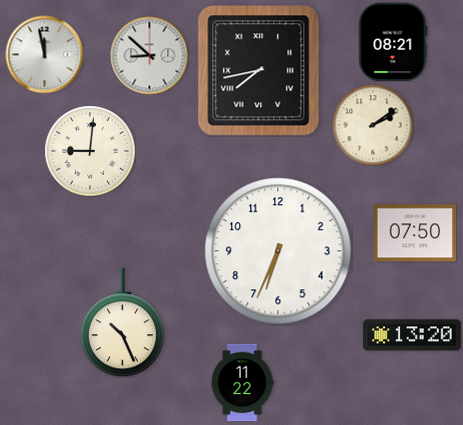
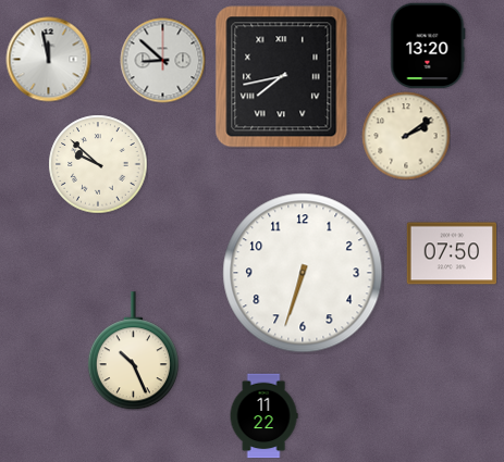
clock at (393, 42): 08:21 -> 13:20
clock at (90, 151): 9:01 -> 9:52
clock at (278, 251): 6:34 -> 6:33
clock at (412, 335): 13:20 -> none
